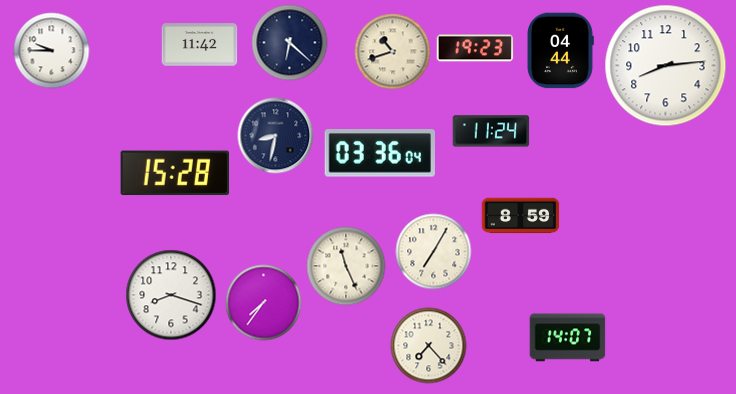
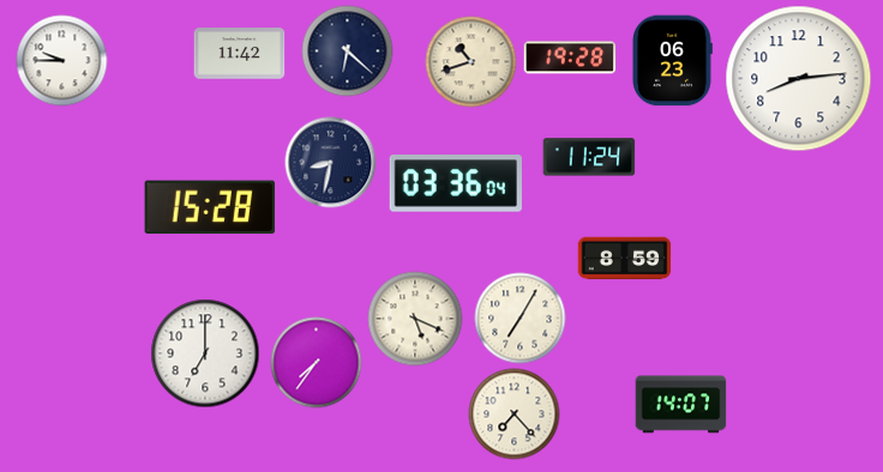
clock at (475, 48): 19:23 -> 19:28
clock at (560, 51): 04:44 -> 06:23
clock at (434, 252) position: (434, 252) -> (521, 319)
clock at (346, 266): 11:26 -> 5:19
clock at (171, 295): 8:18 -> 7:00
